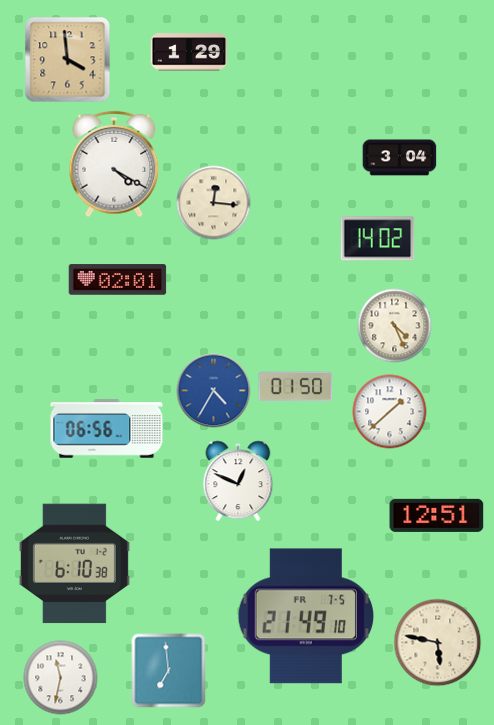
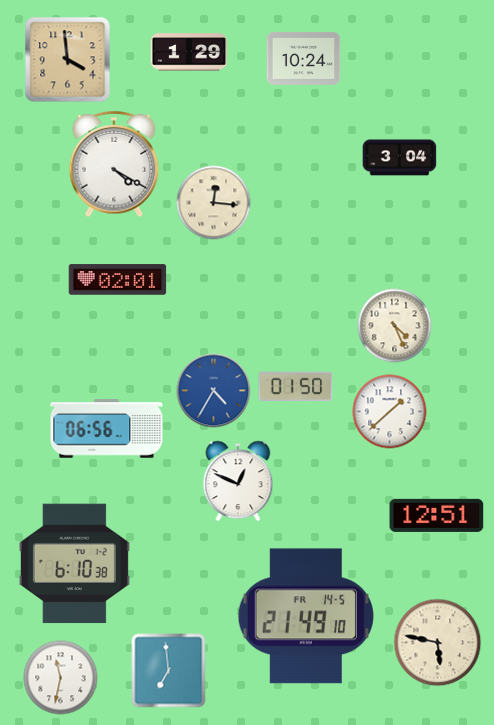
clock at (304, 58): none -> 10:24
clock at (378, 239): 14:02 -> none
clock at (306, 616) date: FR 7-5 -> FR 14-5
